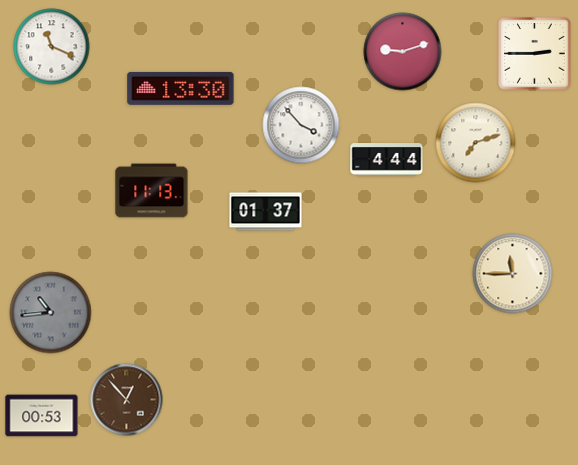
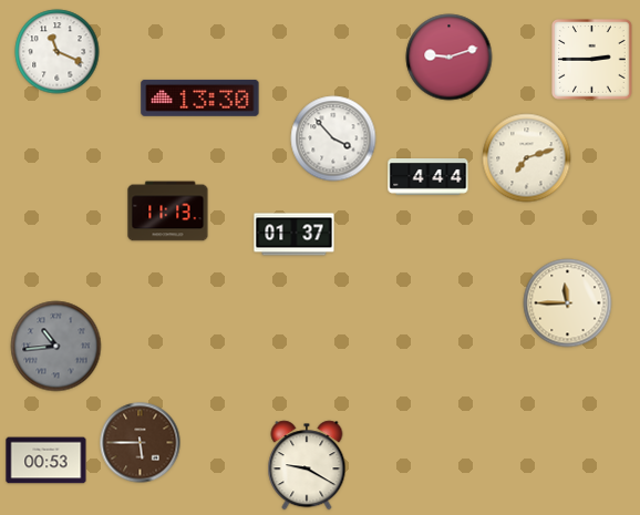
clock at (403, 52) position: (403, 52) -> (450, 58)
clock at (127, 400): 12:53 -> 5:45
clock at (307, 465): none -> 9:20
